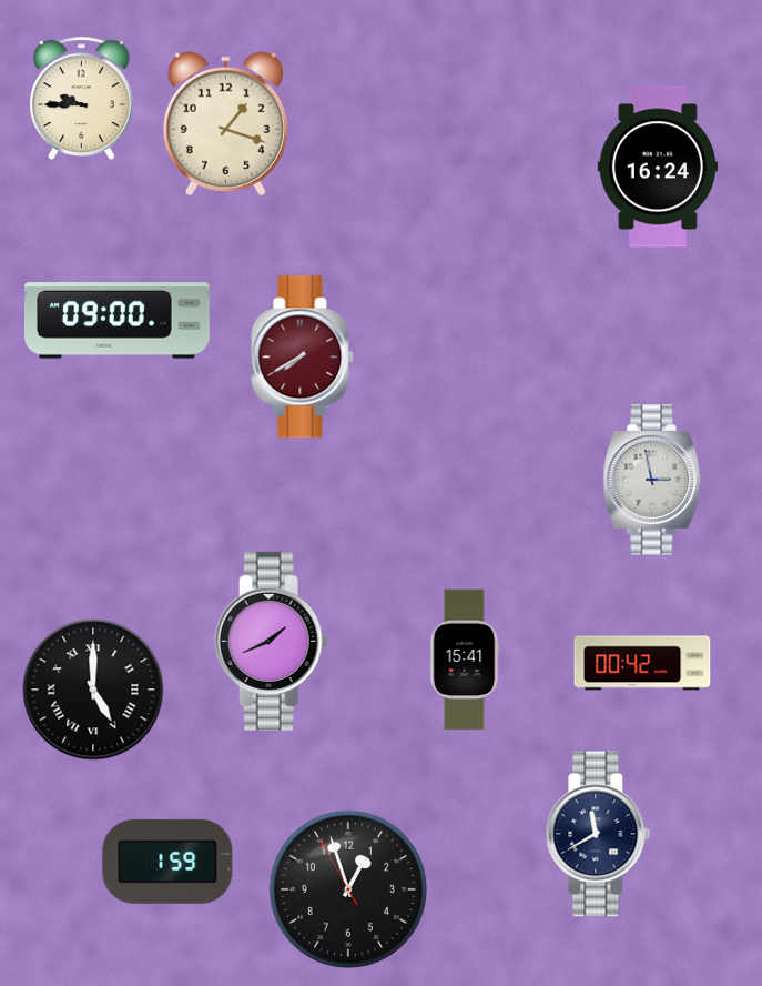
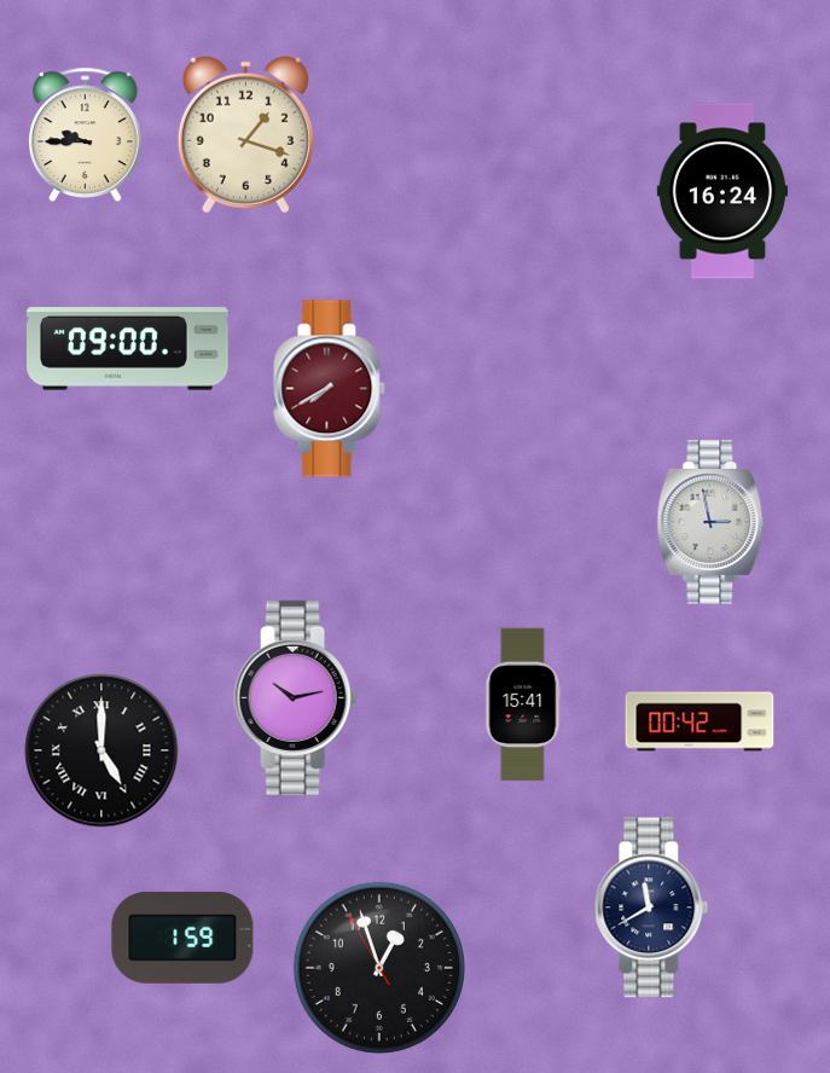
clock at (81, 98) position: (81, 98) -> (85, 134)
clock at (658, 167) position: (658, 167) -> (722, 191)
clock at (272, 641): 1:41 -> 10:13
clock at (465, 660) position: (465, 660) -> (523, 704)
